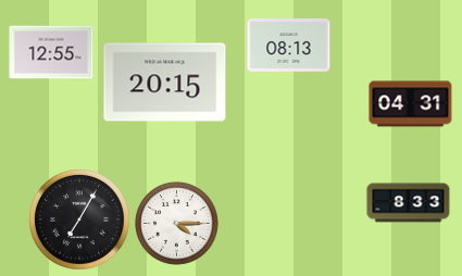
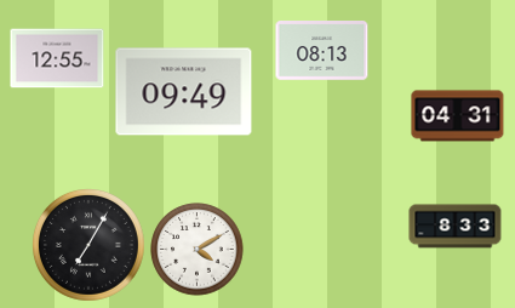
clock at (165, 83): 20:15 -> 09:49
clock at (177, 224): 4:15 -> 4:10
